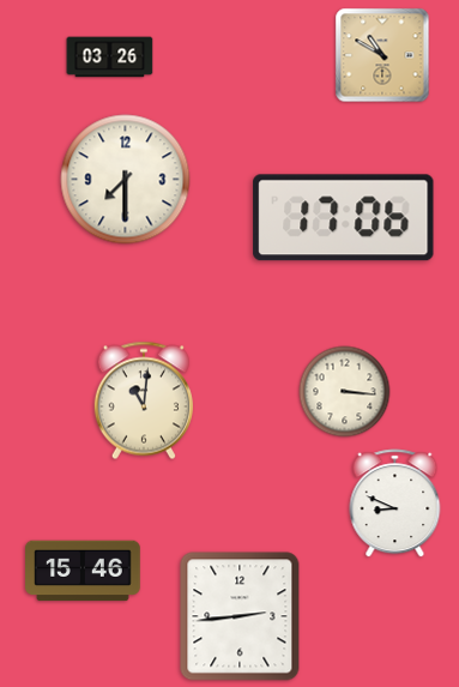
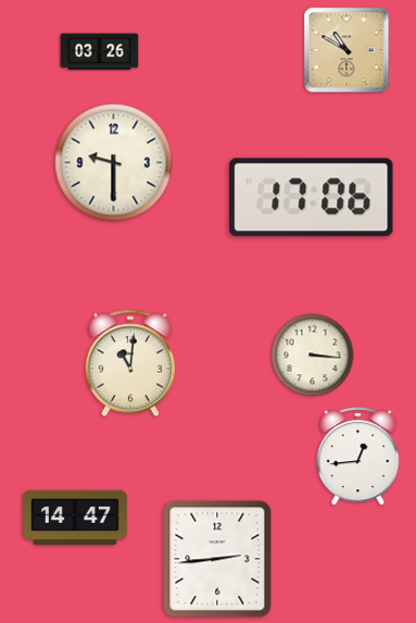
clock at (126, 180): 7:30 -> 9:30
clock at (395, 504): 8:49 -> 12:44
clock at (83, 571): 15:46 -> 14:47
